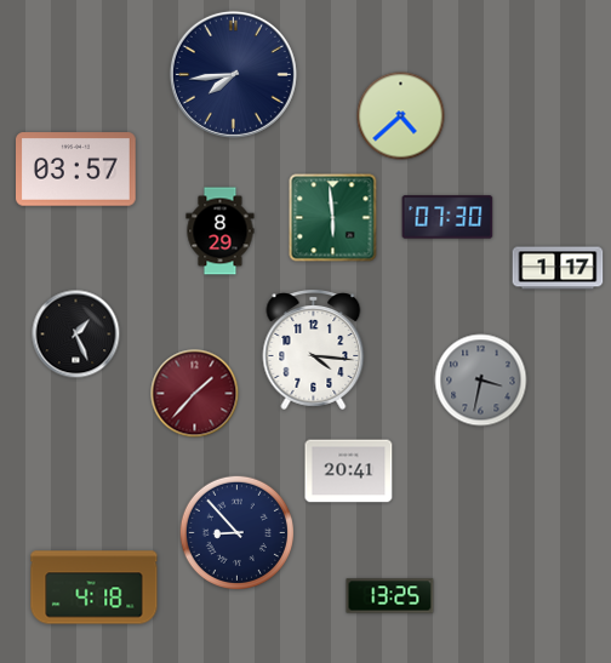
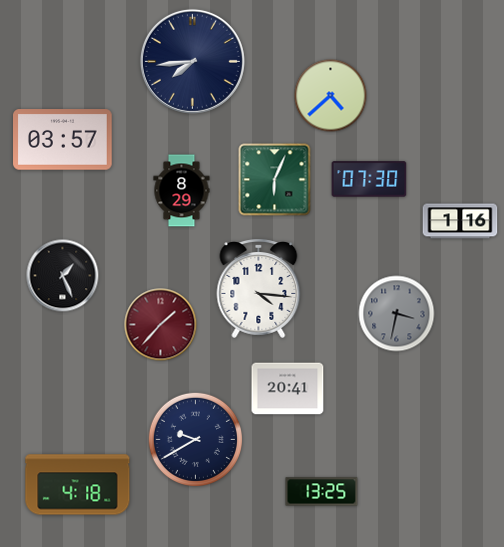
clock at (333, 218): 5:59 -> 6:04
clock at (558, 268): 1:17 -> 1:16
clock at (236, 532): 8:53 -> 9:40
